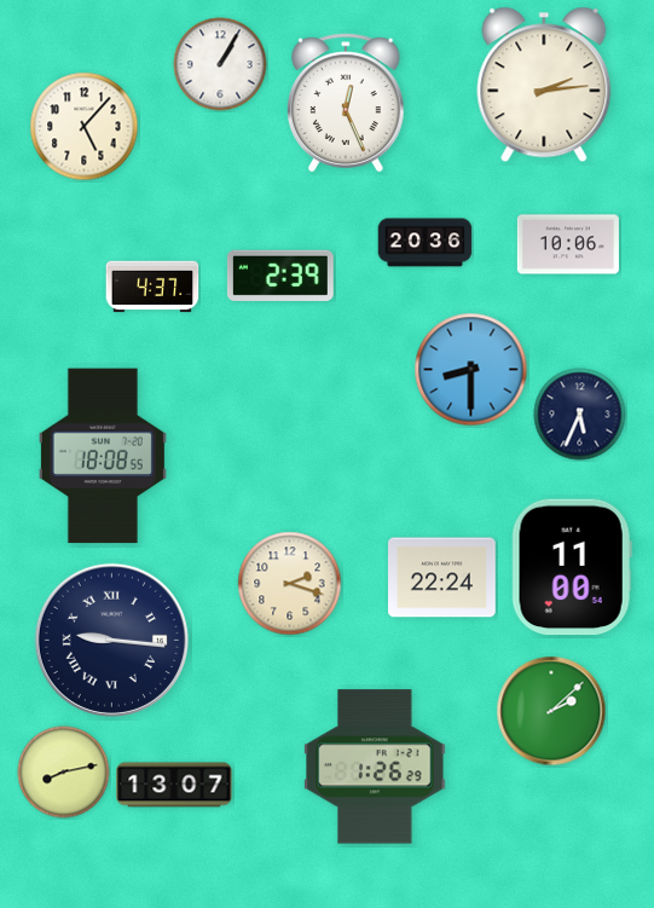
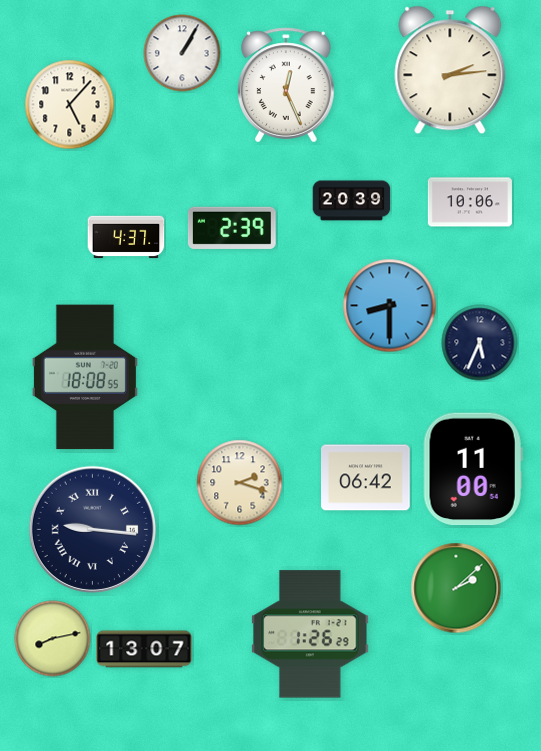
clock at (426, 243): 20:36 -> 20:39
clock at (442, 578): 22:24 -> 06:42
